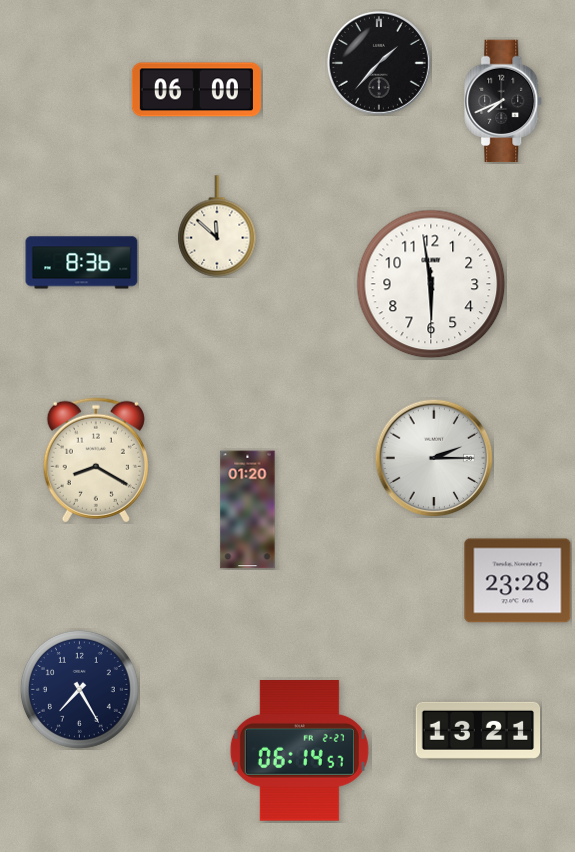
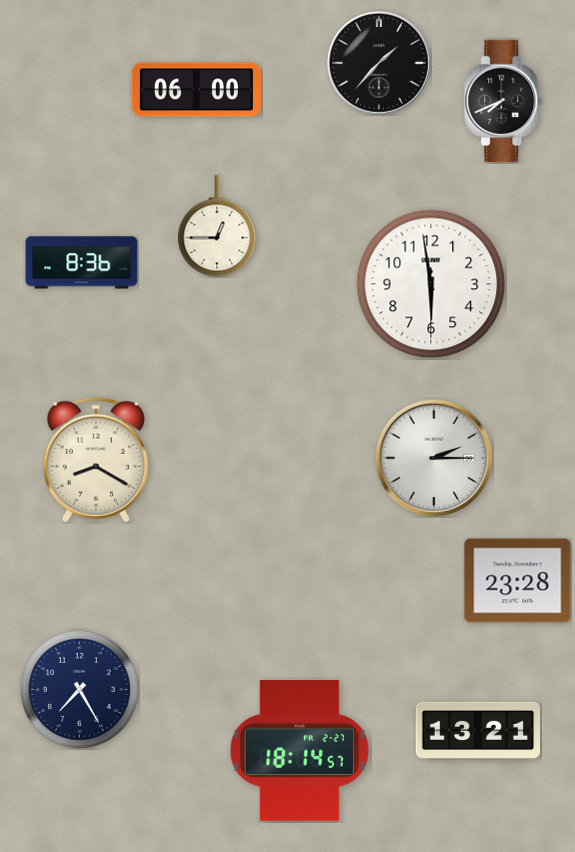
clock at (217, 226): 11:52 -> 12:45
clock at (248, 510): 01:20 -> none
clock at (299, 751): 06:14 -> 18:14
